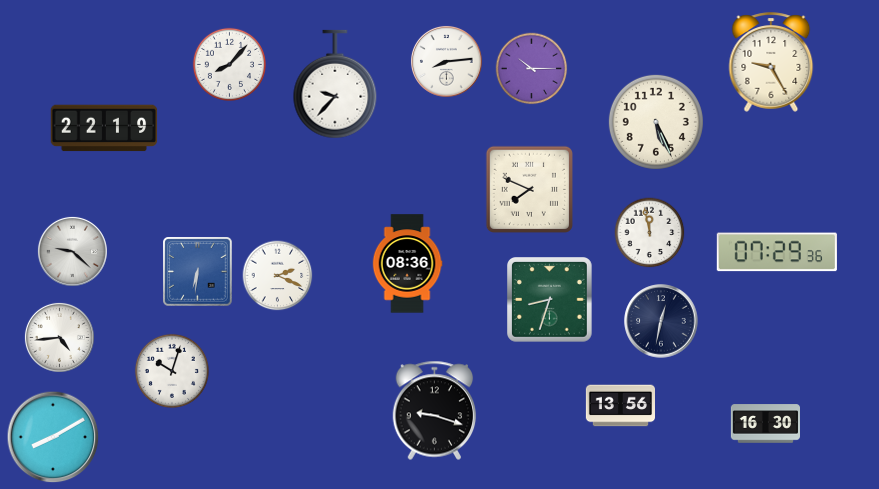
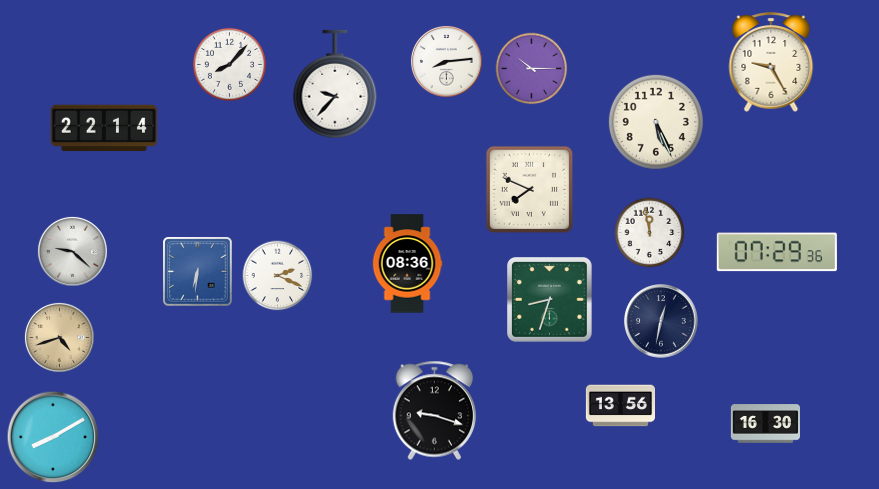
clock at (104, 128): 22:19 -> 22:14
clock at (59, 337): 4:44 -> 4:42
clock at (59, 337) dial: white -> champagne
clock at (172, 371): 10:03 -> none
